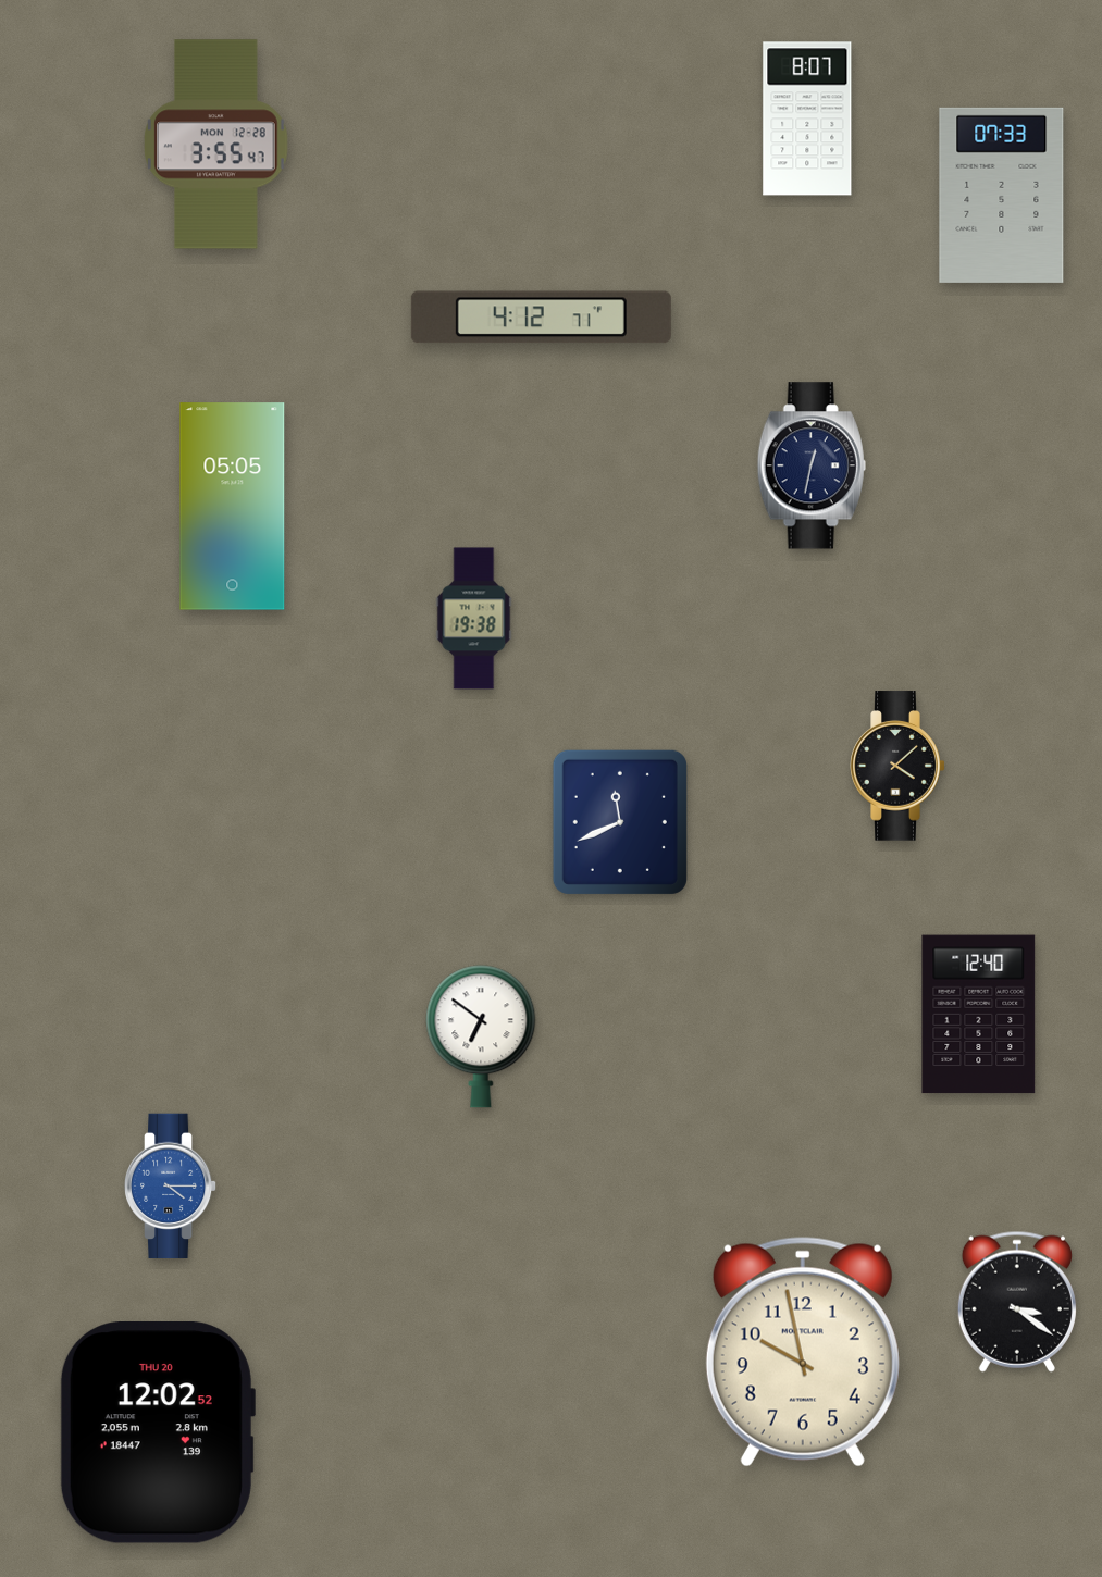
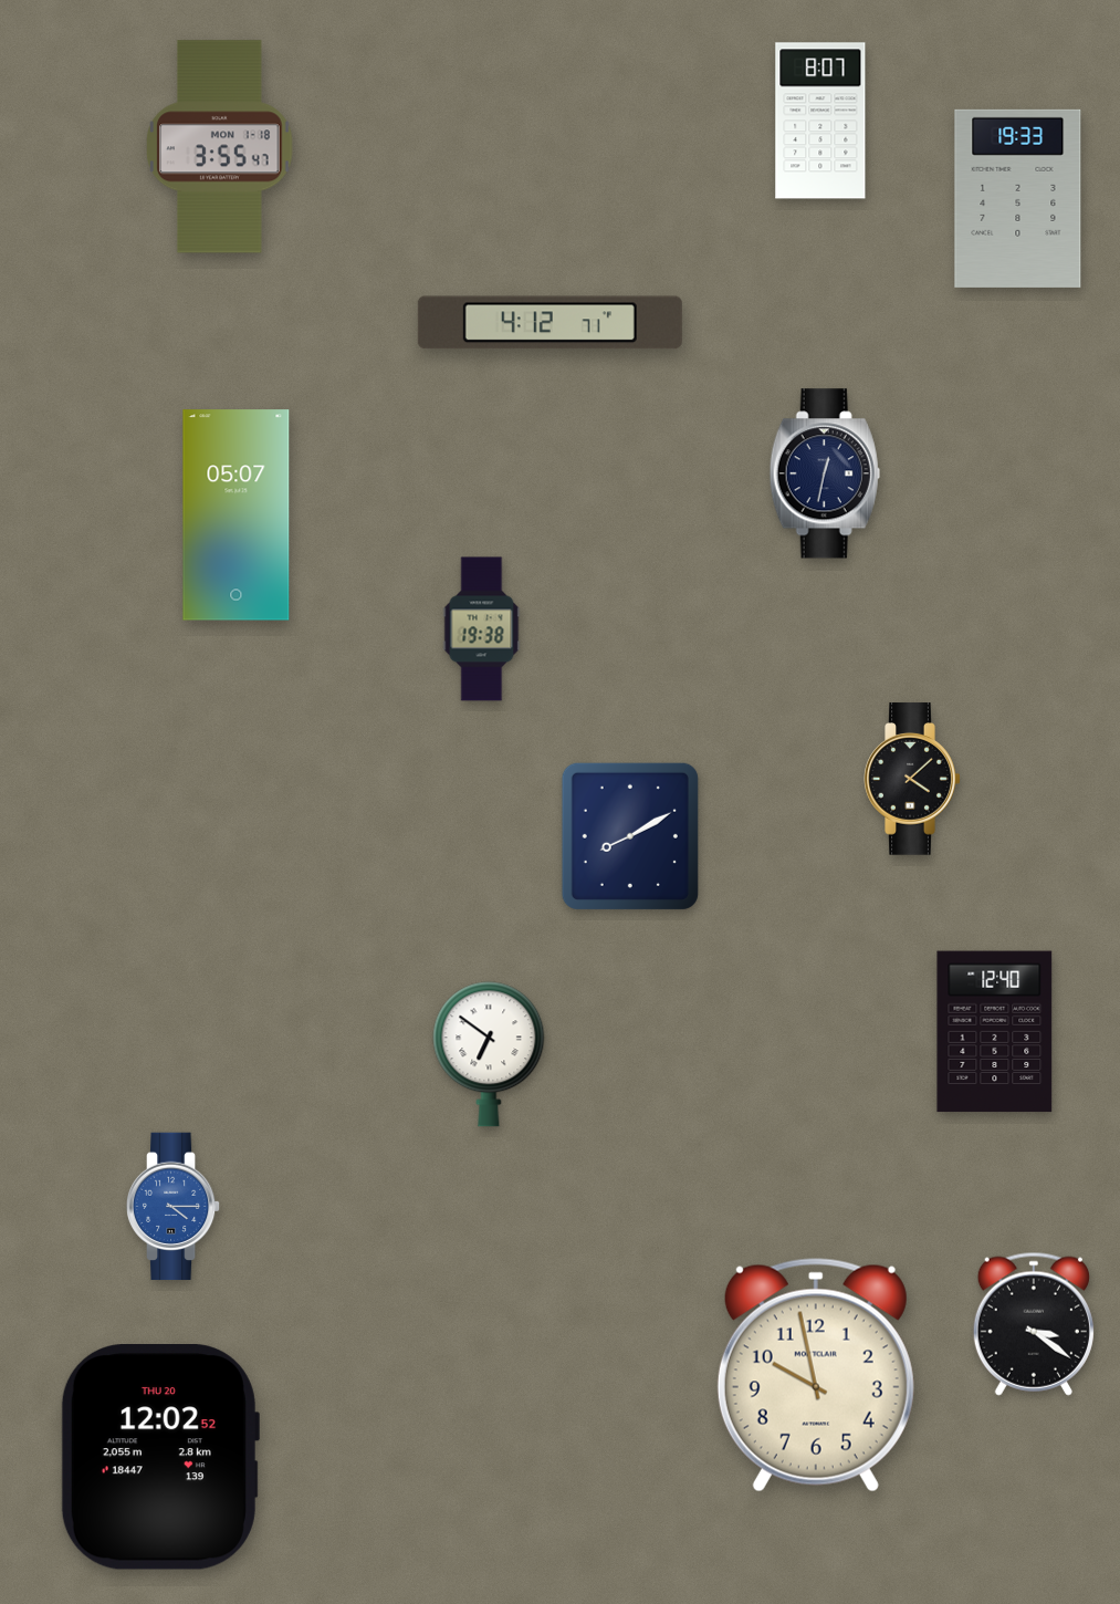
clock at (216, 145) date: MON 12-28 -> MON 1-18
clock at (1002, 195): 07:33 -> 19:33
clock at (233, 507): 05:05 -> 05:07
clock at (620, 822): 11:41 -> 8:10
